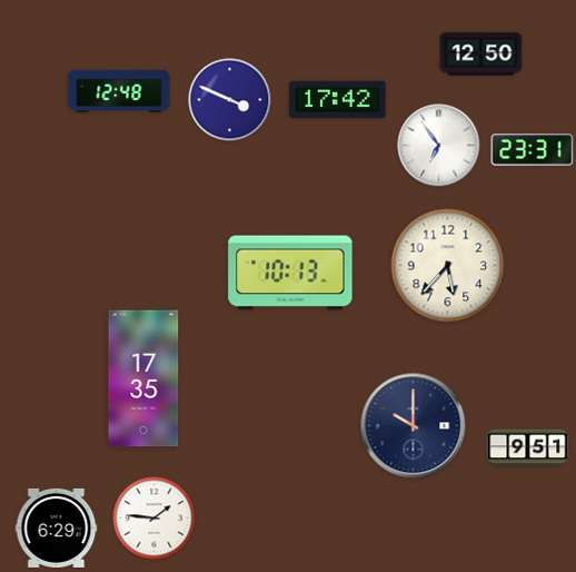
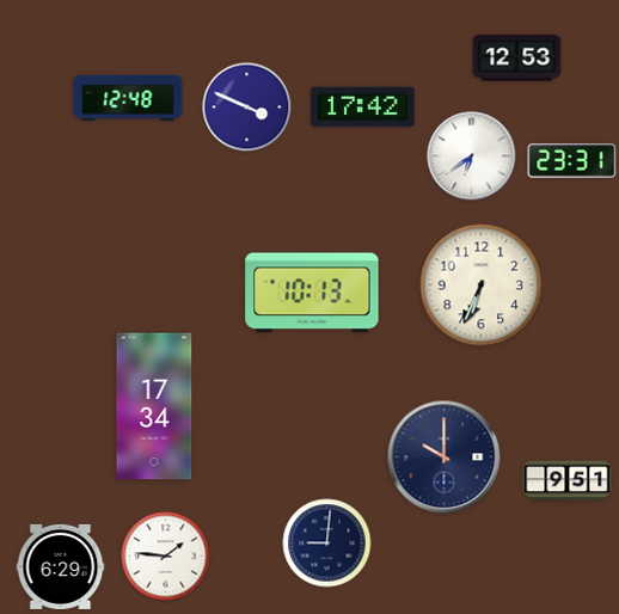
clock at (481, 55): 12:50 -> 12:53
clock at (439, 146): 6:54 -> 6:39
clock at (448, 266): 5:37 -> 6:34
clock at (143, 378): 17:35 -> 17:34
clock at (327, 544): none -> 9:01
